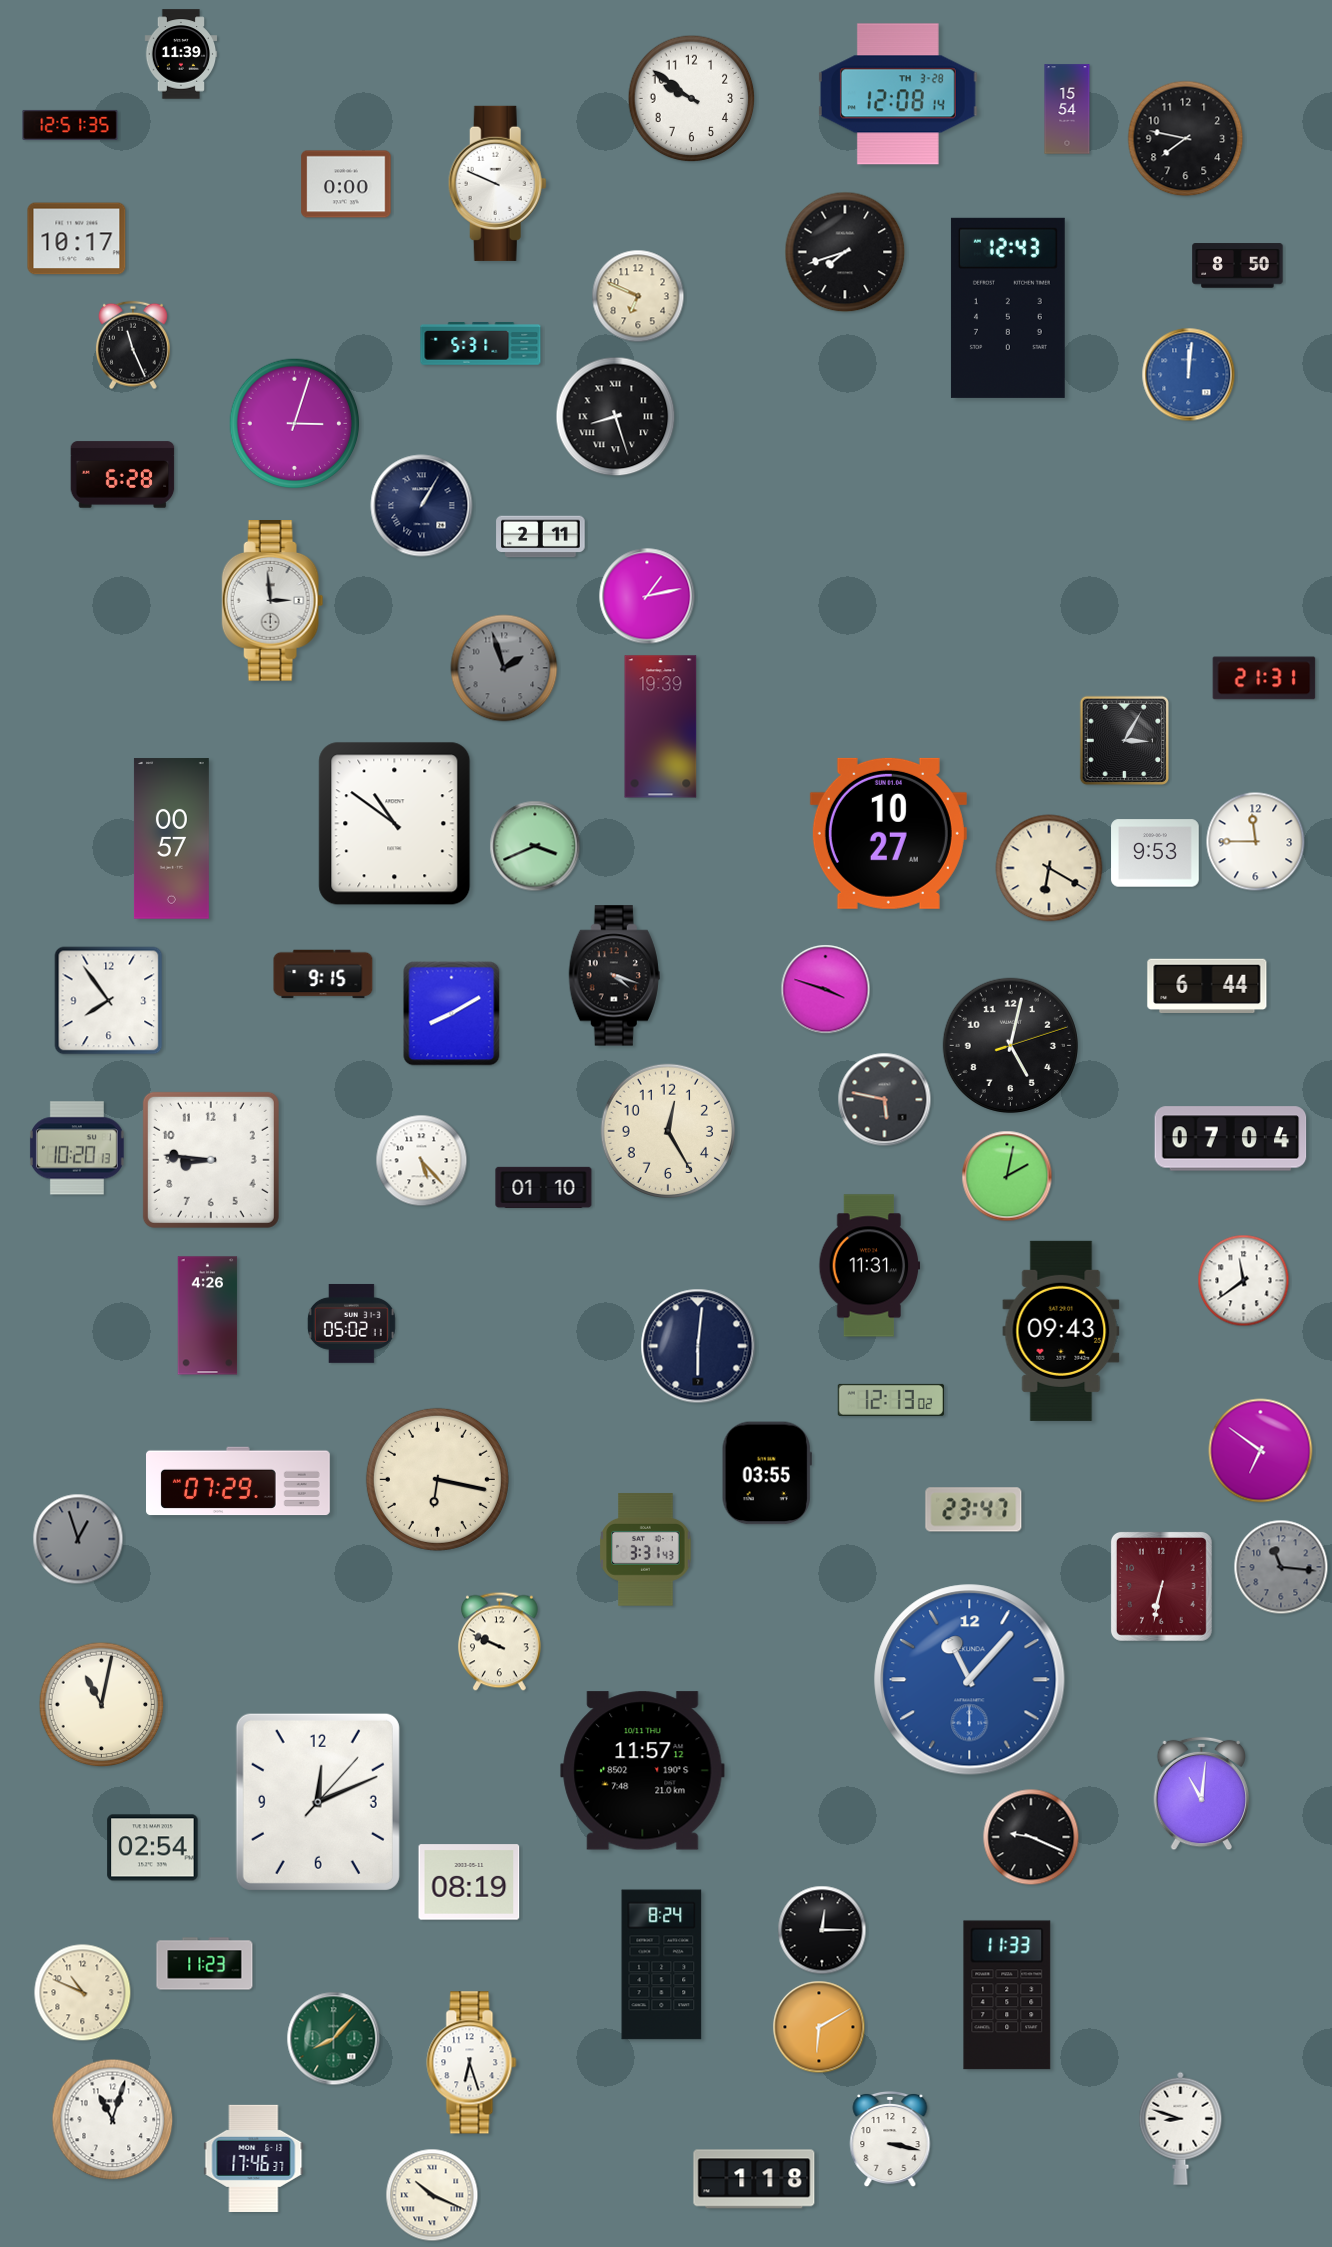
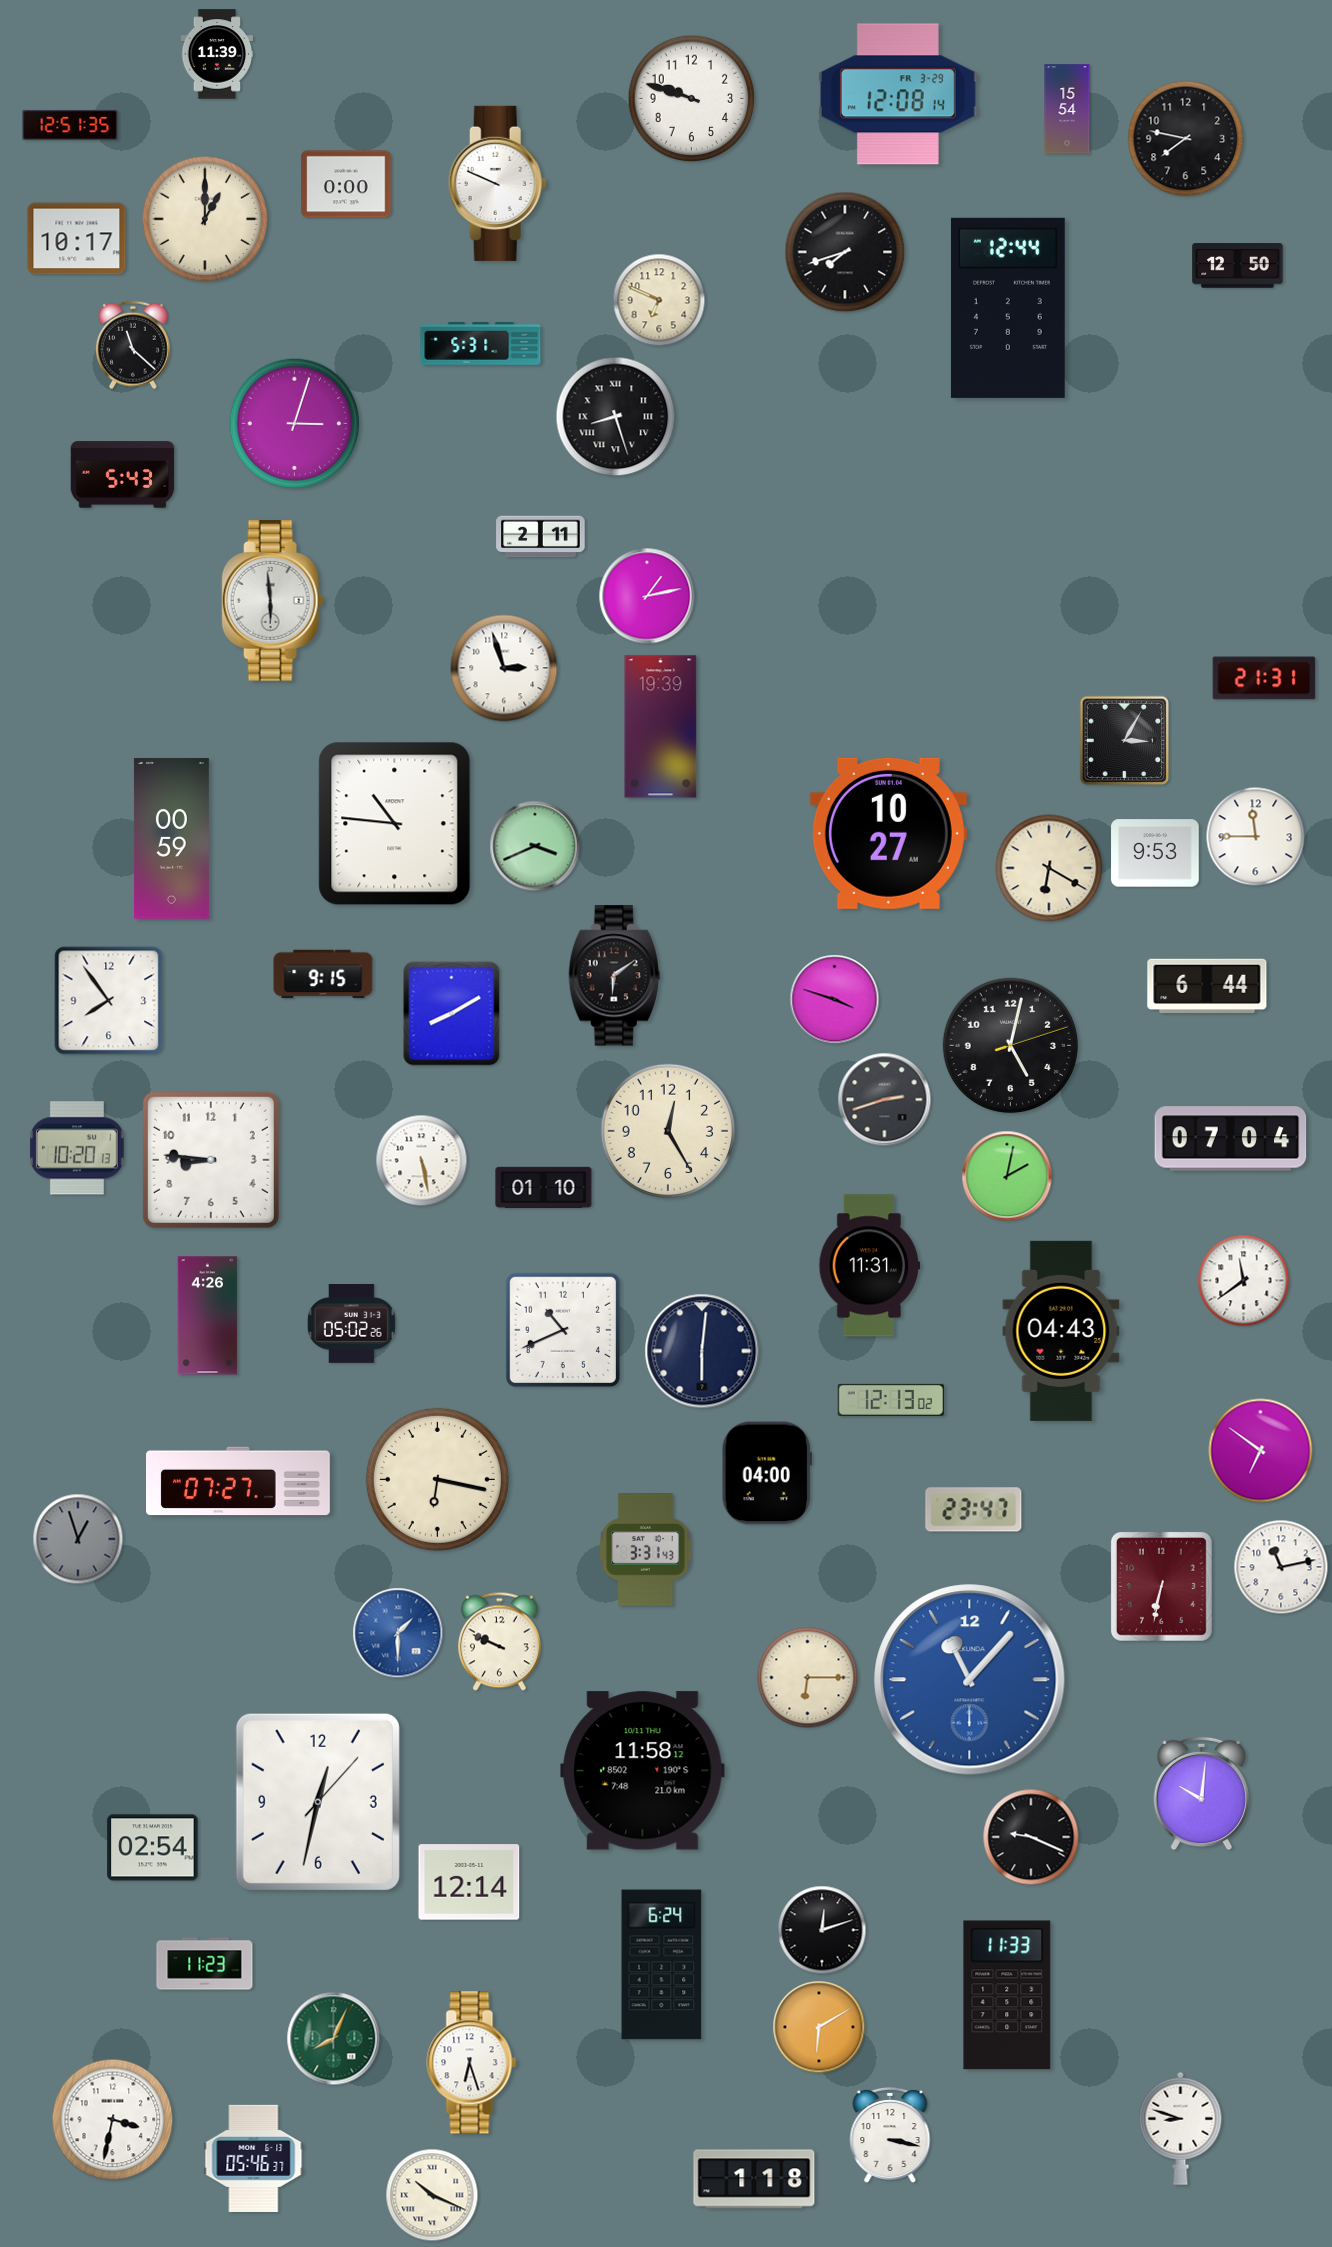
clock at (181, 54) position: (181, 54) -> (217, 54)
clock at (898, 94) date: TH 3-28 -> FR 3-29
clock at (692, 99): 9:51 -> 9:48
clock at (205, 219): none -> 1:00
clock at (1238, 266): 8:50 -> 12:50
clock at (638, 296) position: (638, 296) -> (659, 300)
clock at (1008, 308): 12:43 -> 12:44
clock at (133, 345): 11:26 -> 11:22
clock at (1189, 375): 12:01 -> none
clock at (123, 475): 6:28 -> 5:43
clock at (422, 506): 1:05 -> none
clock at (273, 601): 2:59 -> 5:59
clock at (504, 668): 1:57 -> 2:57
clock at (504, 668) dial: grey -> white
clock at (395, 824): 10:51 -> 10:46
clock at (171, 839): 00:57 -> 00:59
clock at (1256, 842) position: (1256, 842) -> (1256, 837)
clock at (614, 976): 4:18 -> 6:09
clock at (826, 990) position: (826, 990) -> (835, 1000)
clock at (885, 1100): 5:47 -> 2:42
clock at (422, 1161): 5:23 -> 5:28
clock at (351, 1323): 05:02:11 -> 05:02:26
clock at (563, 1330): none -> 10:41
clock at (1061, 1331): 09:43 -> 04:43
clock at (698, 1346) position: (698, 1346) -> (702, 1351)
clock at (767, 1473): 03:55 -> 04:00
clock at (239, 1481): 07:29 -> 07:27
clock at (1281, 1567): 11:16 -> 11:13
clock at (1281, 1567) dial: grey -> white
clock at (398, 1633): none -> 1:30
clock at (808, 1678): none -> 6:15
clock at (102, 1705): 11:02 -> none
clock at (643, 1771): 11:57 -> 11:58
clock at (1202, 1794): 11:01 -> 10:01
clock at (318, 1802): 12:11 -> 12:32
clock at (469, 1882): 08:19 -> 12:14
clock at (822, 1930): 12:15 -> 12:12
clock at (662, 1965): 8:24 -> 6:24
clock at (83, 1993): 10:49 -> none
clock at (334, 2039): 8:07 -> 8:04
clock at (113, 2120): 11:03 -> 3:32
clock at (890, 2139) position: (890, 2139) -> (890, 2135)
clock at (254, 2158): 17:46 -> 05:46
